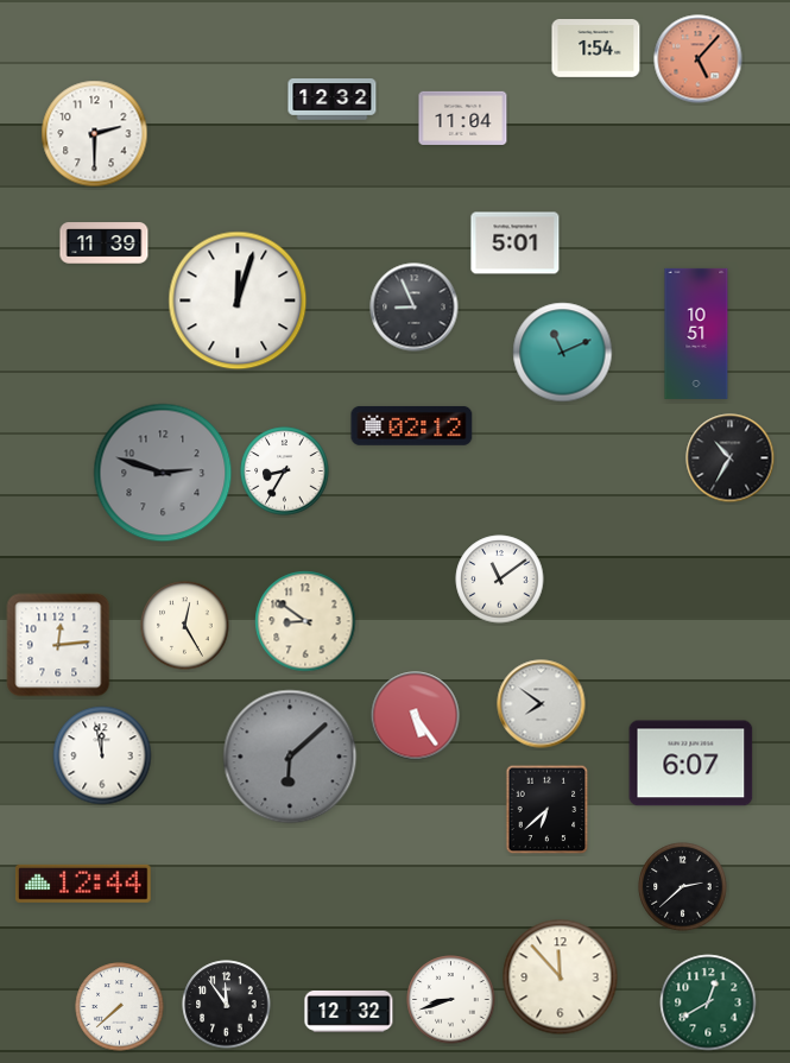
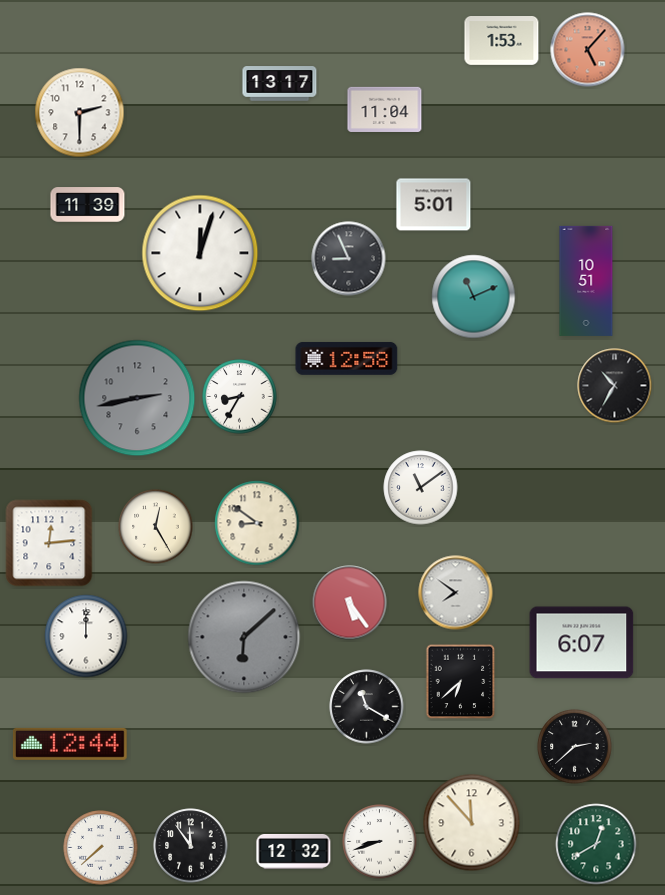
clock at (596, 49): 1:54 -> 1:53
clock at (333, 100): 12:32 -> 13:17
clock at (463, 118) position: (463, 118) -> (385, 109)
clock at (412, 425): 02:12 -> 12:58
clock at (163, 473): 2:48 -> 2:43
clock at (102, 755): 11:58 -> 12:00
clock at (367, 707): none -> 11:20
